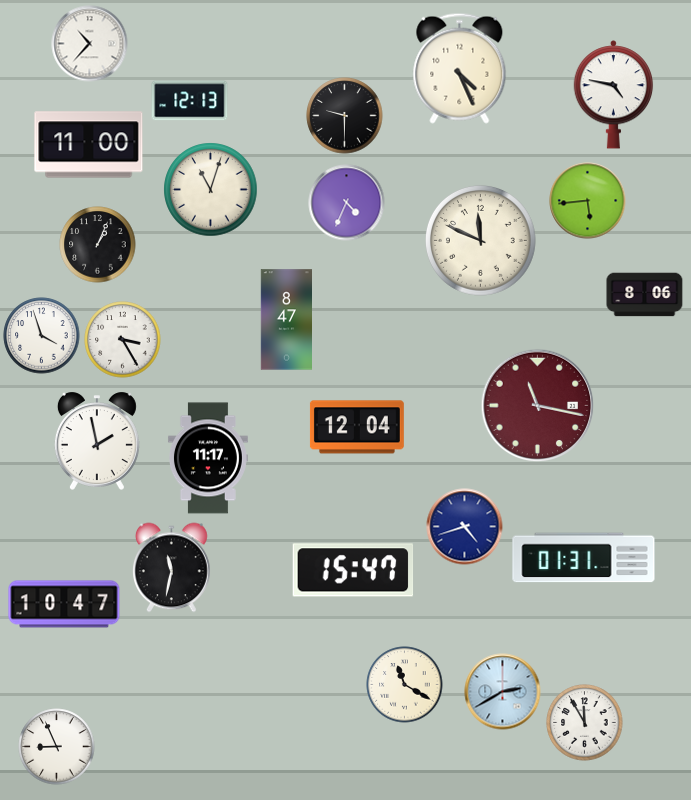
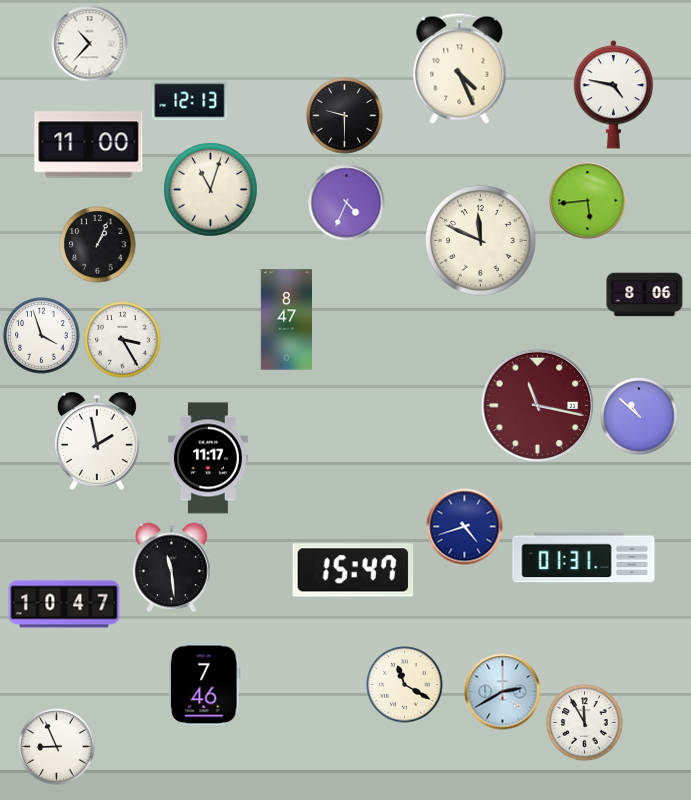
clock at (639, 416): none -> 10:52
clock at (357, 427): 12:04 -> none
clock at (172, 568): 11:32 -> 11:29
clock at (205, 685): none -> 7:46
